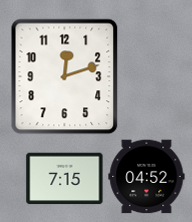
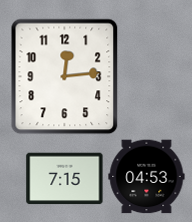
clock at (65, 77): 12:12 -> 12:14
clock at (147, 177): 04:52 -> 04:53
